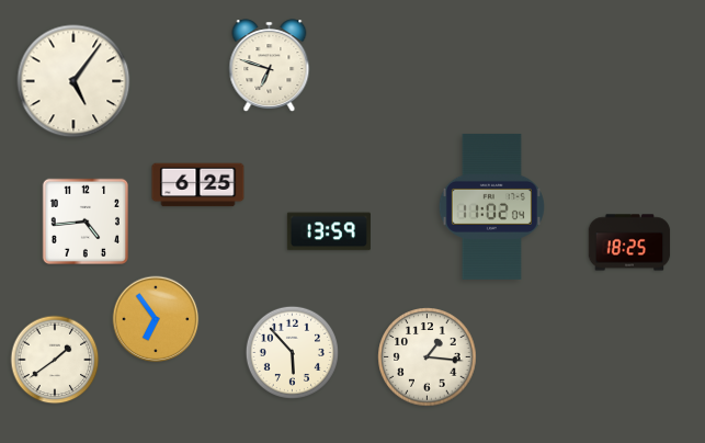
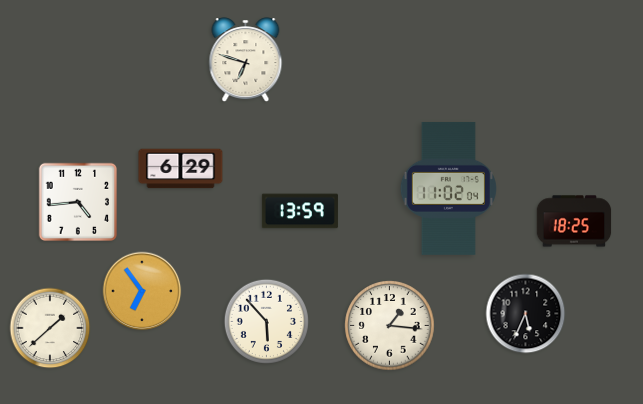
clock at (73, 81): 5:06 -> none
clock at (198, 185): 6:25 -> 6:29
clock at (526, 314): none -> 5:34
clock at (55, 360): 1:39 -> 1:38
